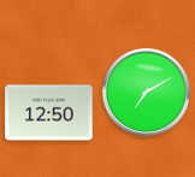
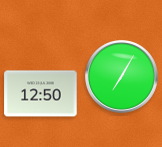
clock at (147, 93): 7:10 -> 7:05
